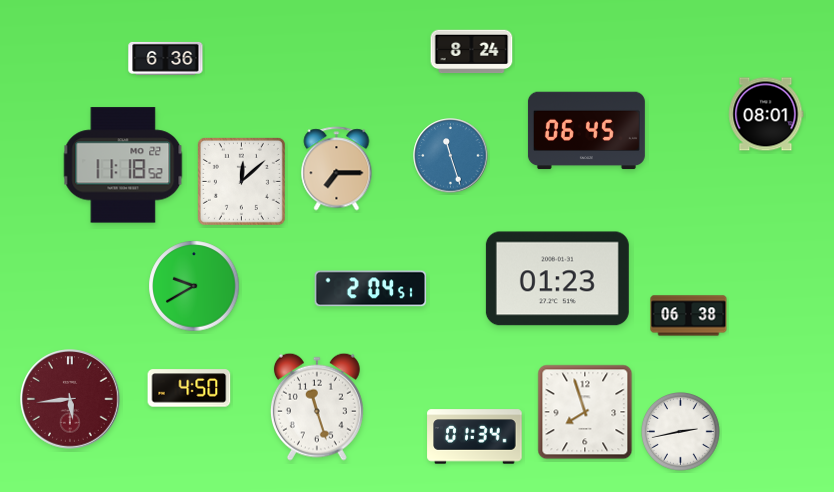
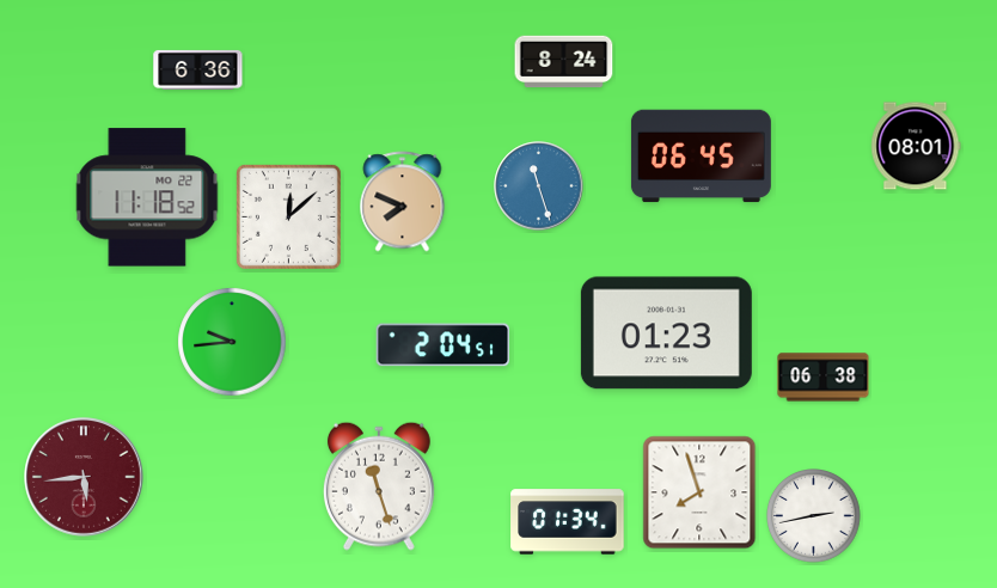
clock at (766, 114) position: (766, 114) -> (916, 146)
clock at (337, 169): 7:15 -> 7:49
clock at (194, 286): 9:40 -> 9:44
clock at (189, 388): 4:50 -> none
